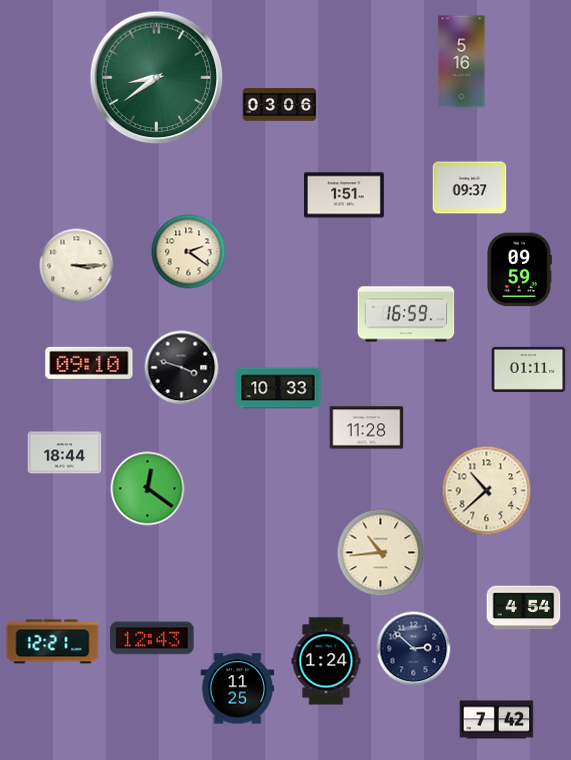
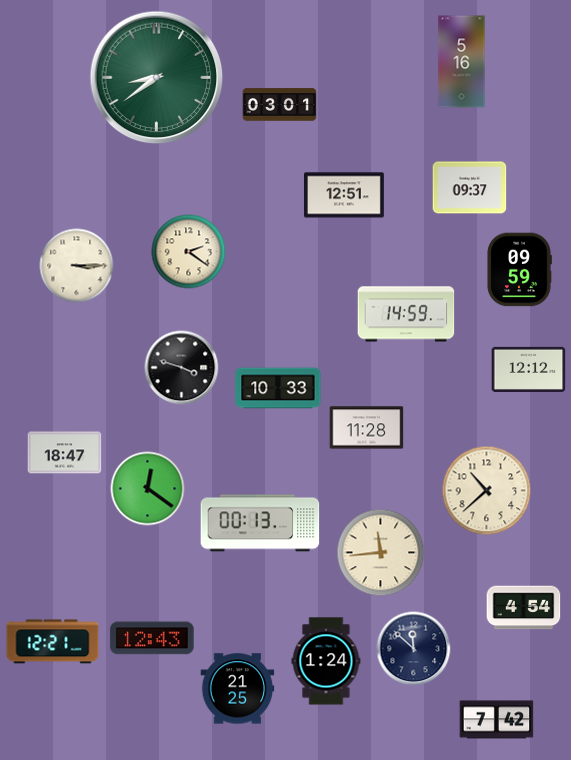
clock at (280, 105): 03:06 -> 03:01
clock at (344, 195): 1:51 -> 12:51
clock at (406, 314): 16:59 -> 14:59
clock at (89, 363): 09:10 -> none
clock at (529, 369): 01:11 -> 12:12
clock at (65, 453): 18:44 -> 18:47
clock at (260, 523): none -> 00:13
clock at (381, 553): 10:44 -> 11:44
clock at (414, 649): 2:52 -> 11:52
clock at (238, 689): 11:25 -> 21:25
